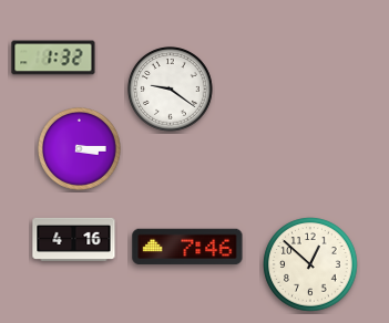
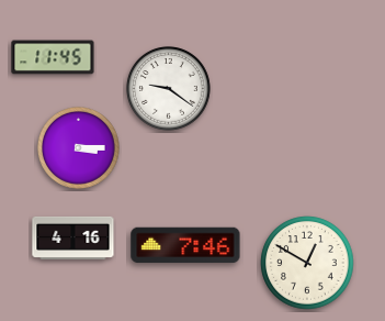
clock at (53, 58): 1:32 -> 11:45
clock at (310, 264): 12:52 -> 12:50
